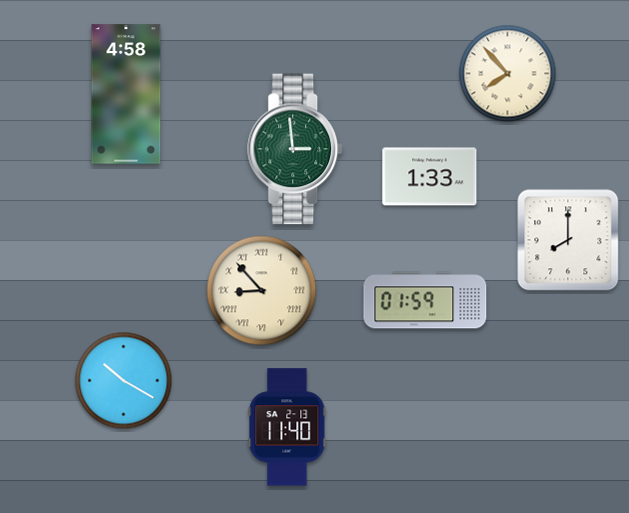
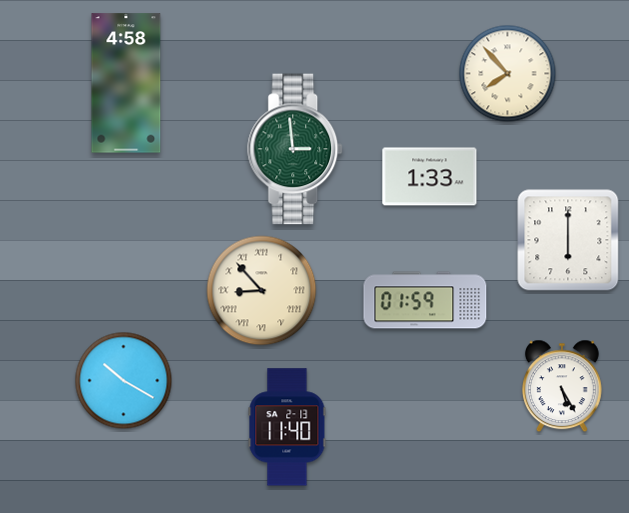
clock at (126, 94) position: (126, 94) -> (126, 83)
clock at (568, 240): 8:00 -> 6:00
clock at (562, 386): none -> 5:25
